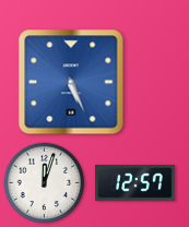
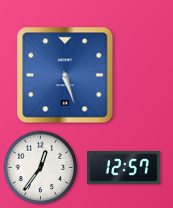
clock at (71, 82): 5:26 -> 5:27
clock at (45, 183): 12:03 -> 12:36
